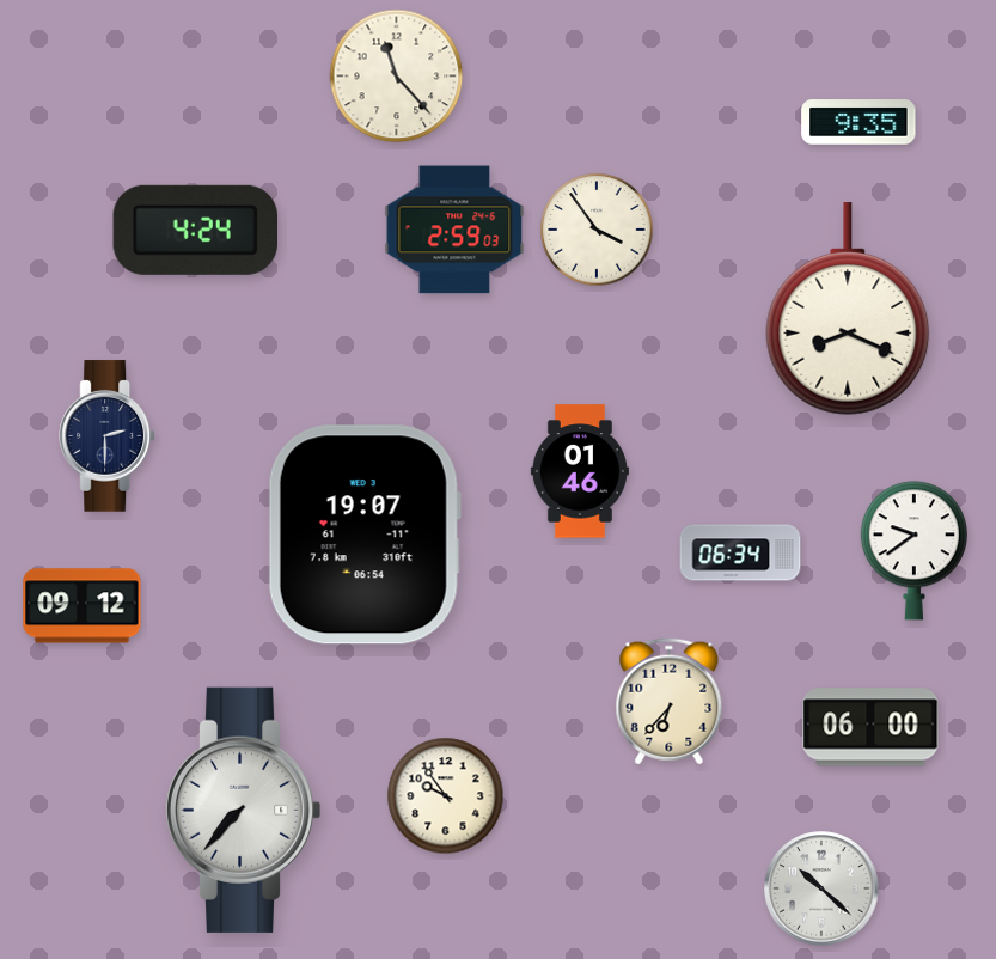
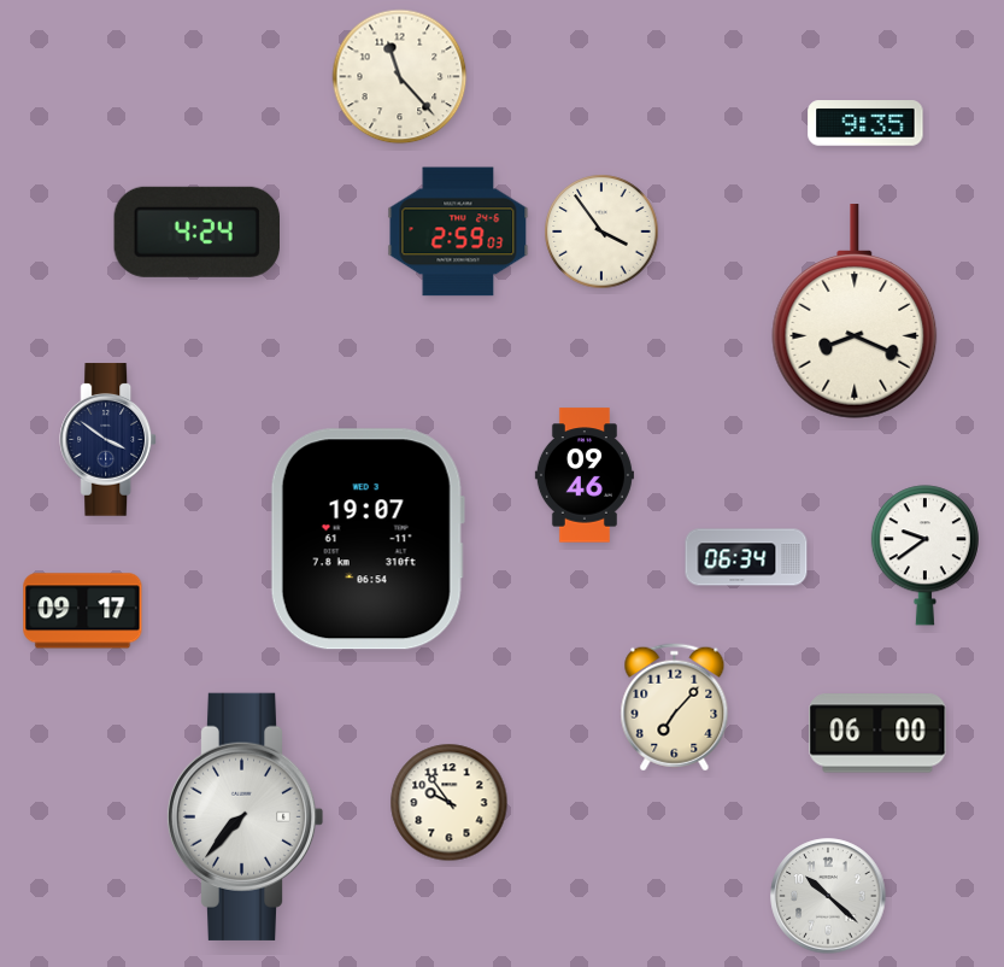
clock at (108, 436): 2:30 -> 3:51
clock at (580, 471): 01:46 -> 09:46
clock at (913, 551) position: (913, 551) -> (924, 556)
clock at (83, 606): 09:12 -> 09:17
clock at (670, 702): 6:37 -> 7:07
